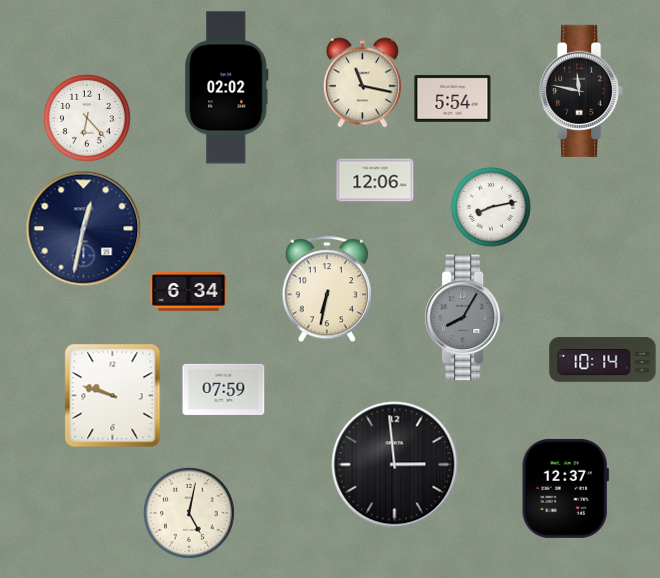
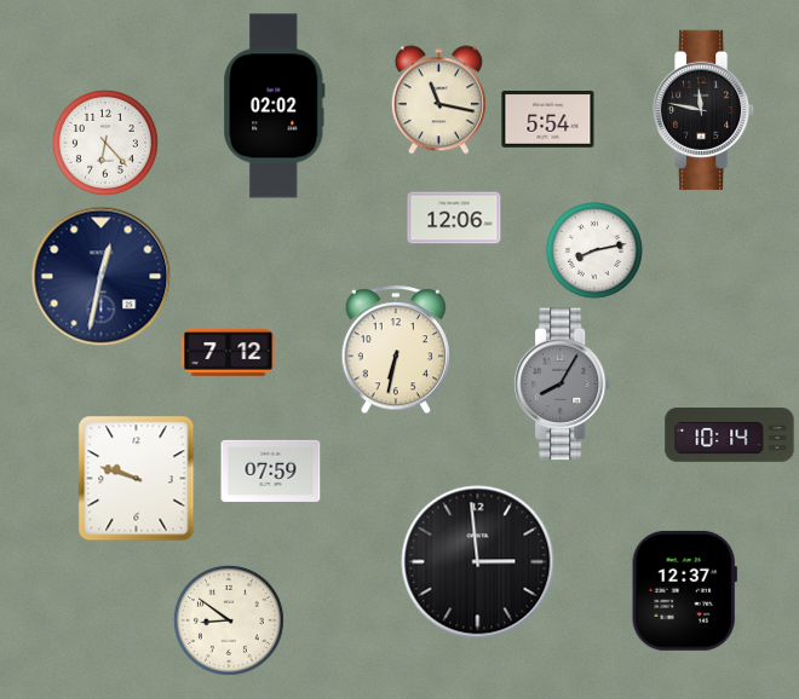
clock at (189, 292): 6:34 -> 7:12
clock at (189, 513): 5:02 -> 8:51
